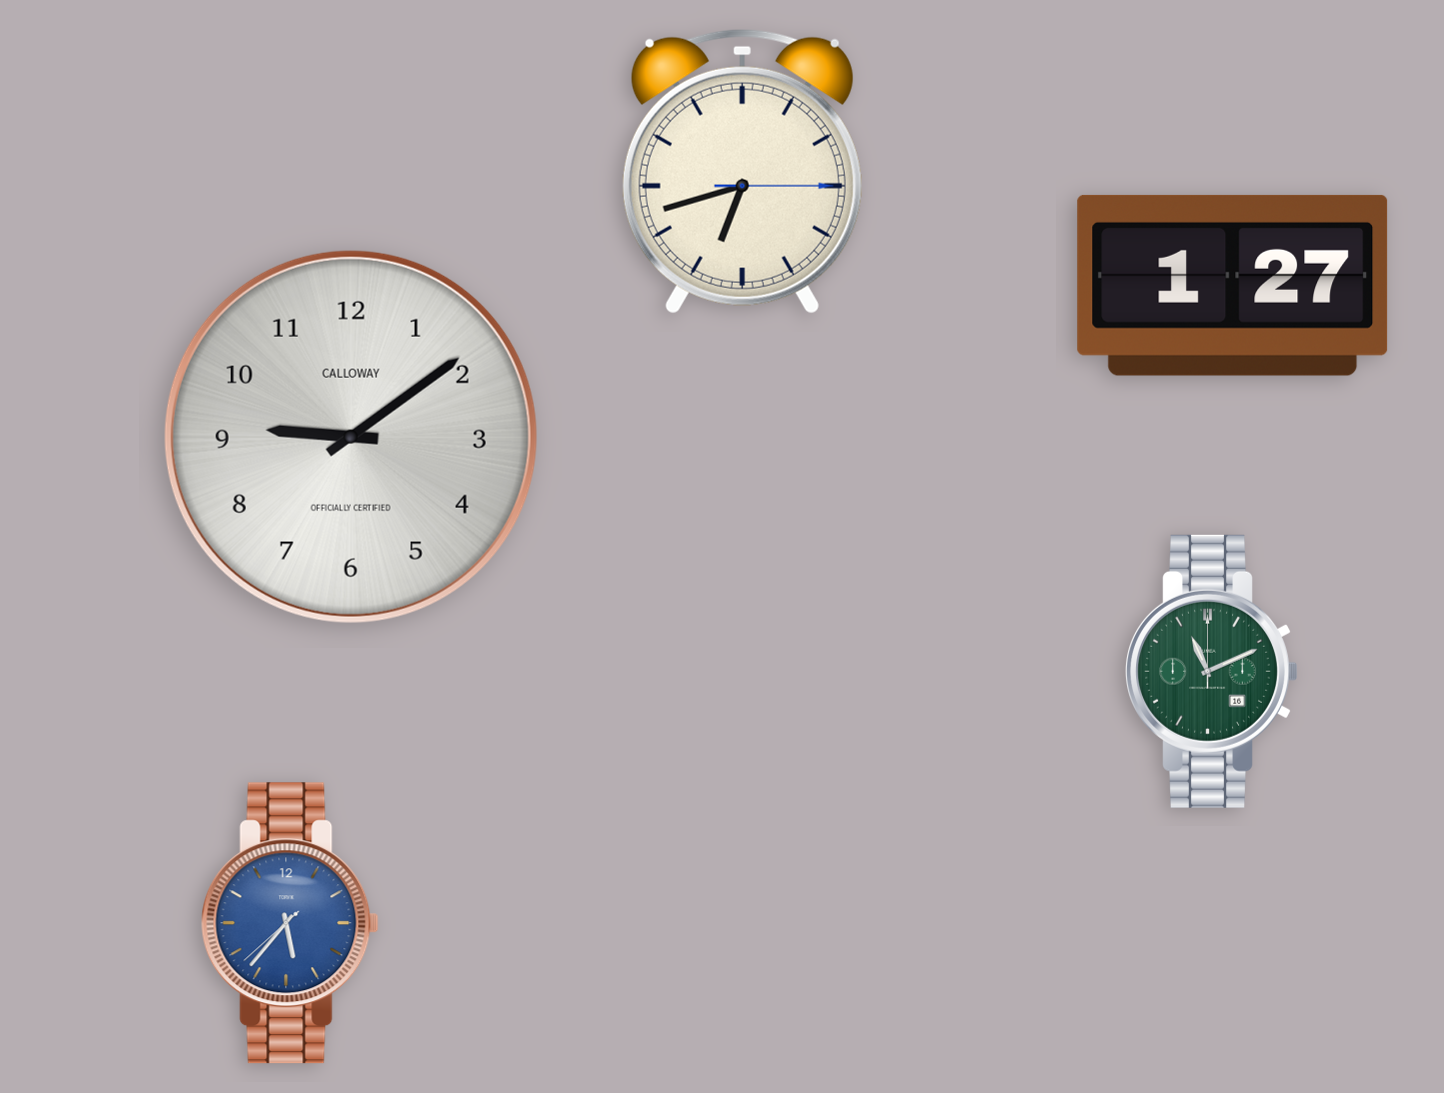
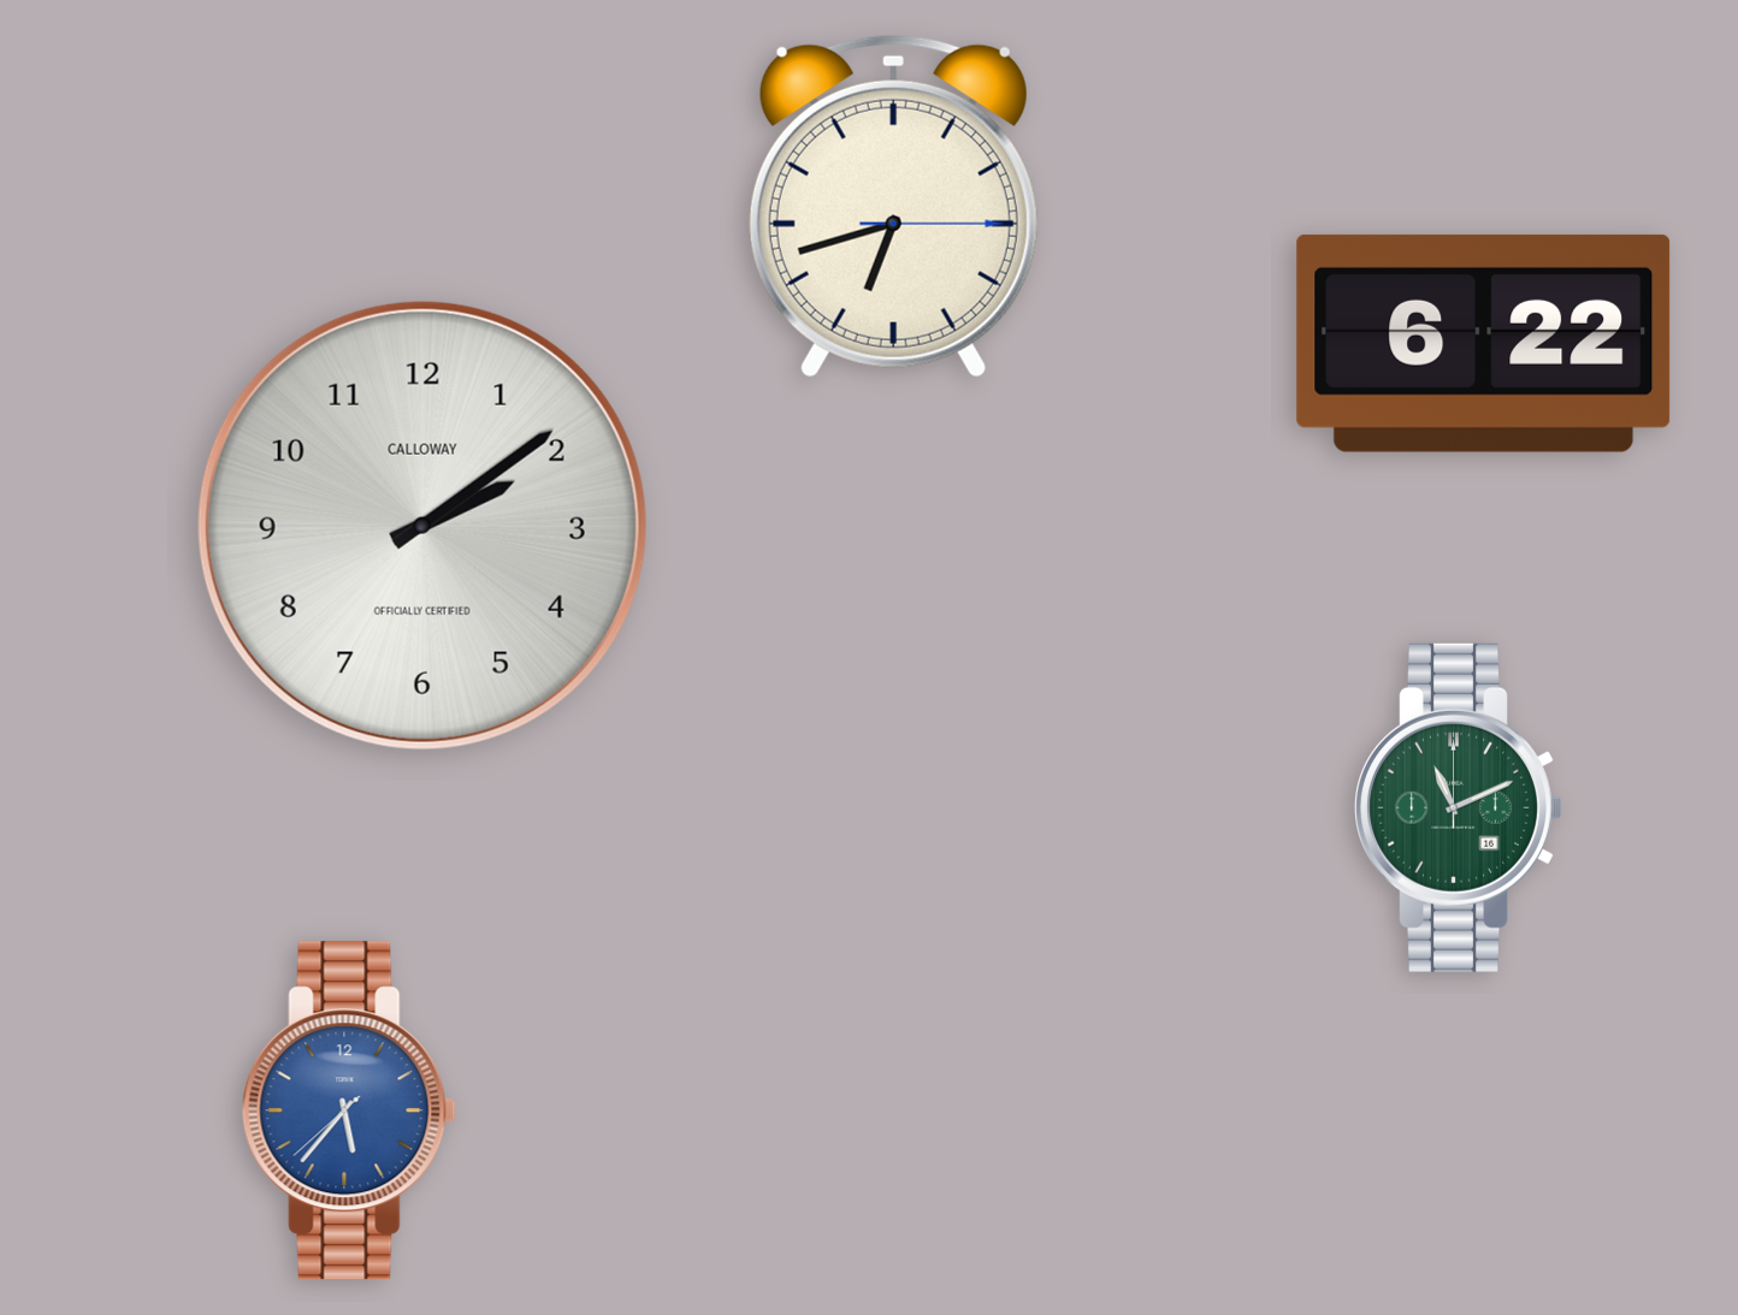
clock at (1233, 285): 1:27 -> 6:22
clock at (351, 437): 9:09 -> 2:09
